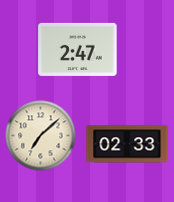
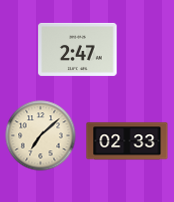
clock at (127, 144) position: (127, 144) -> (127, 141)
